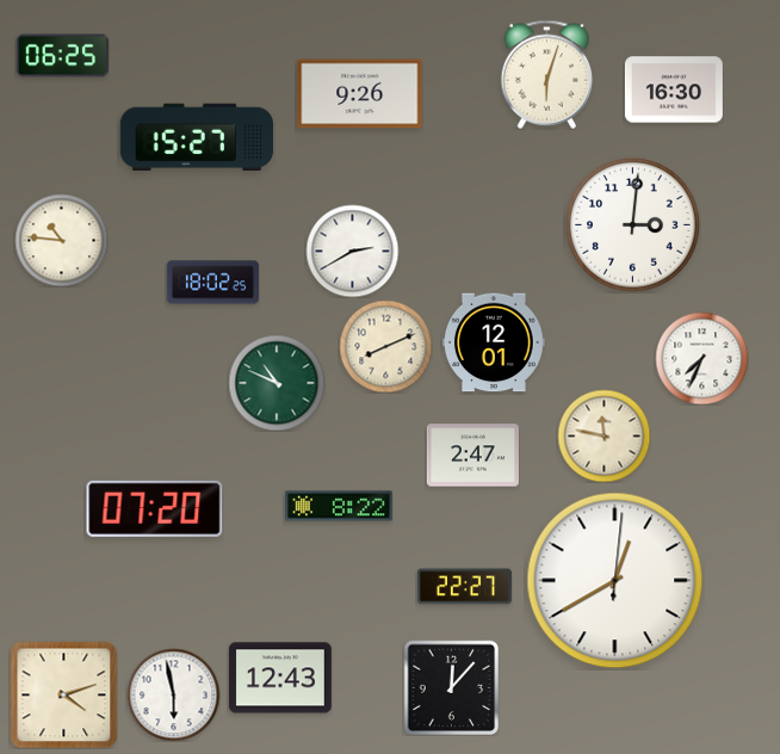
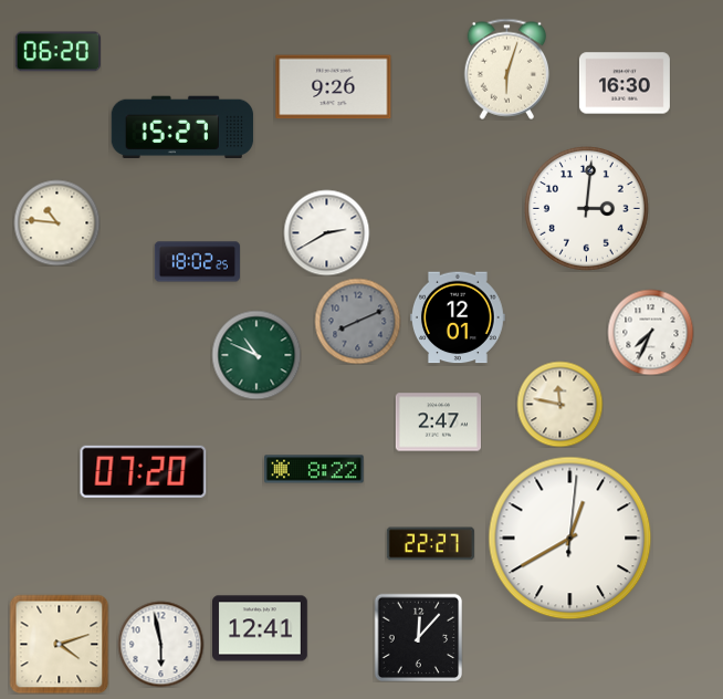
clock at (62, 56): 06:25 -> 06:20
clock at (385, 346) dial: cream -> grey
clock at (281, 678): 12:43 -> 12:41
